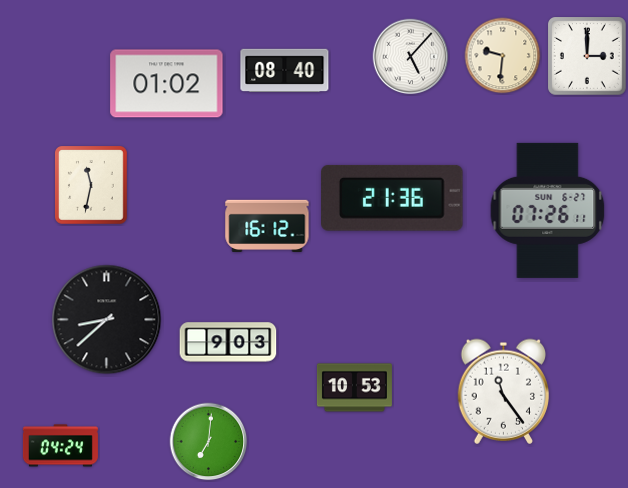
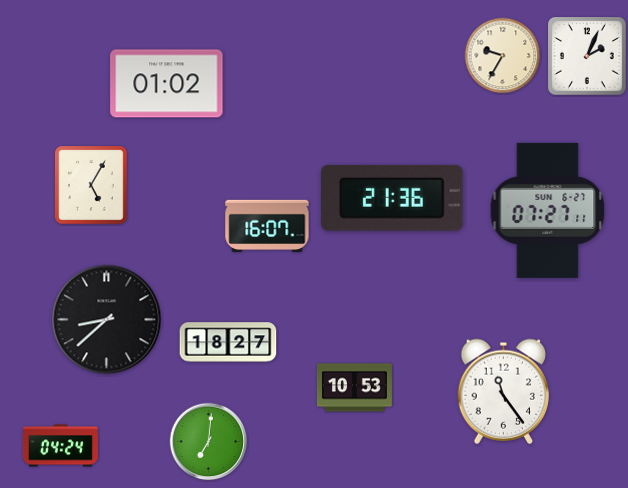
clock at (503, 56): 9:31 -> 9:35
clock at (411, 57): 5:07 -> none
clock at (588, 57): 3:00 -> 2:04
clock at (285, 70): 08:40 -> none
clock at (92, 186): 11:32 -> 5:05
clock at (548, 210): 07:26 -> 07:27
clock at (267, 225): 16:12 -> 16:07
clock at (228, 342): 9:03 -> 18:27
